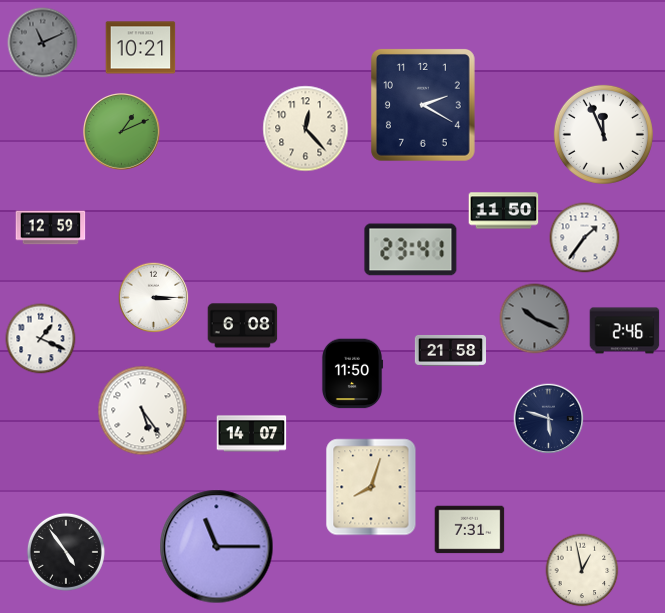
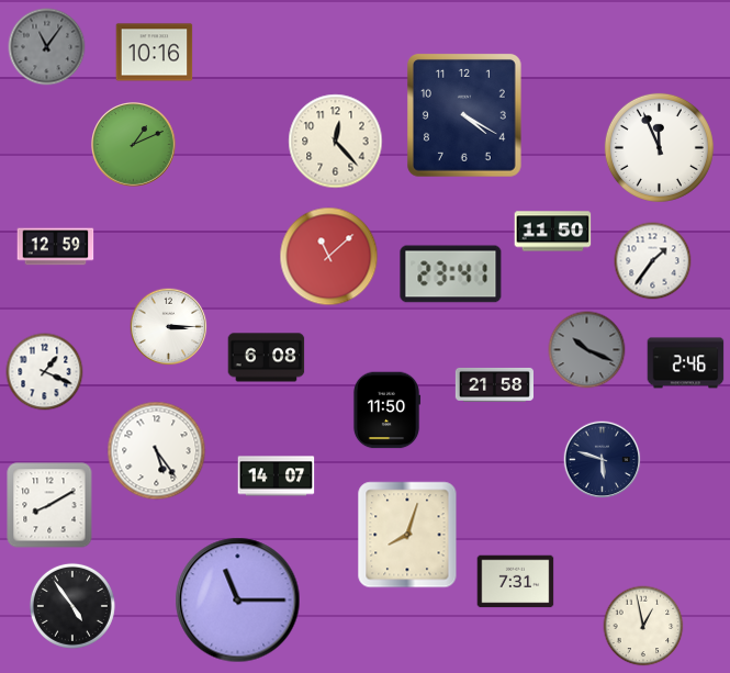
clock at (43, 43): 11:11 -> 11:06
clock at (141, 48): 10:21 -> 10:16
clock at (423, 105): 2:20 -> 4:20
clock at (603, 134) position: (603, 134) -> (659, 147)
clock at (51, 228) position: (51, 228) -> (56, 247)
clock at (329, 257): none -> 11:08
clock at (585, 238) position: (585, 238) -> (653, 261)
clock at (49, 505): none -> 8:10
clock at (582, 570) position: (582, 570) -> (643, 626)
